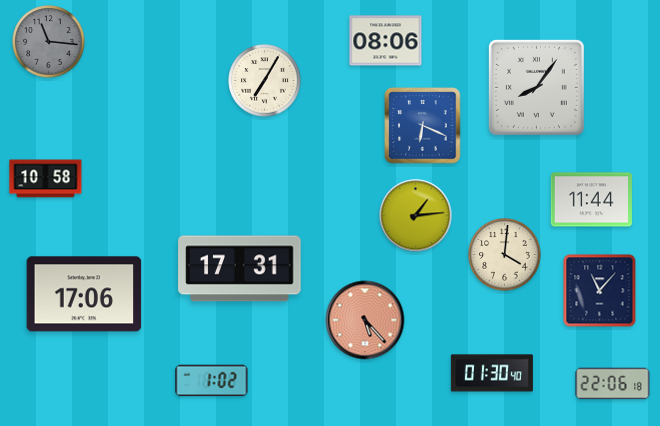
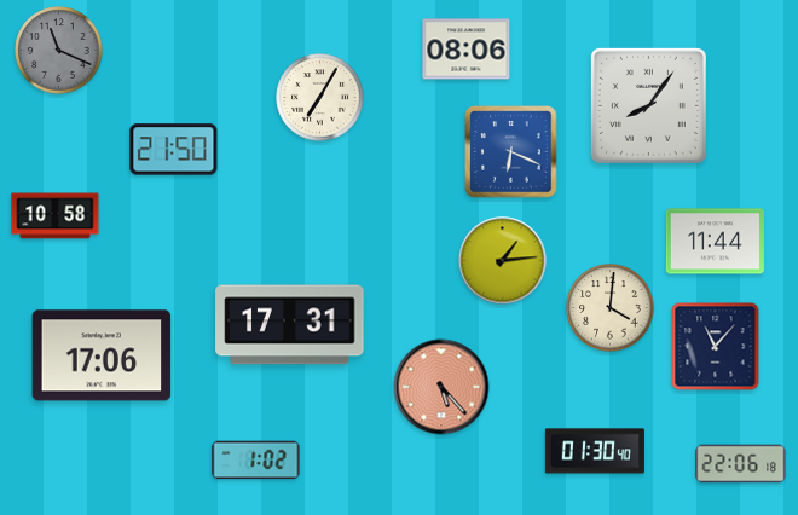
clock at (49, 42): 11:16 -> 11:19
clock at (174, 150): none -> 21:50
clock at (600, 291) position: (600, 291) -> (716, 347)
